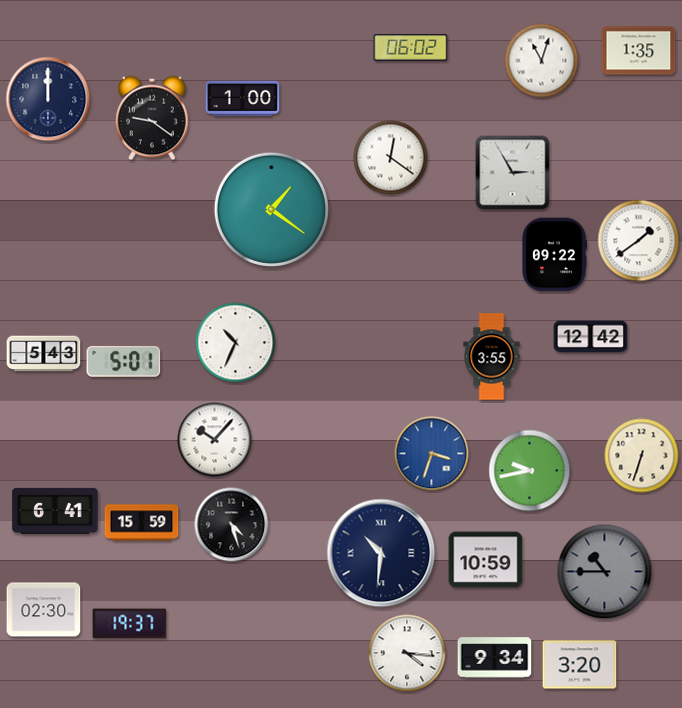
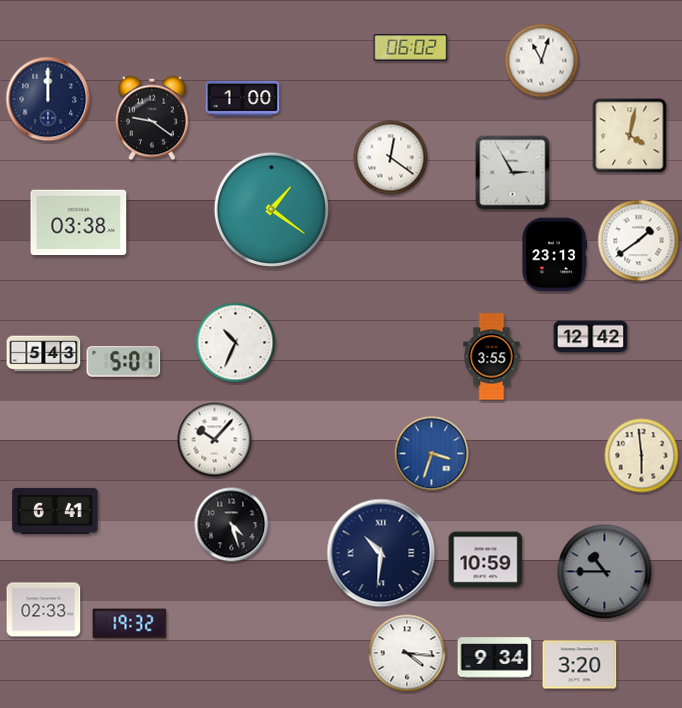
clock at (639, 51): 1:35 -> none
clock at (630, 136): none -> 4:02
clock at (79, 223): none -> 03:38
clock at (555, 255): 09:22 -> 23:13
clock at (642, 456): 6:33 -> 5:59
clock at (530, 471): 9:43 -> none
clock at (142, 523): 15:59 -> none
clock at (44, 610): 02:30 -> 02:33
clock at (130, 624): 19:37 -> 19:32
